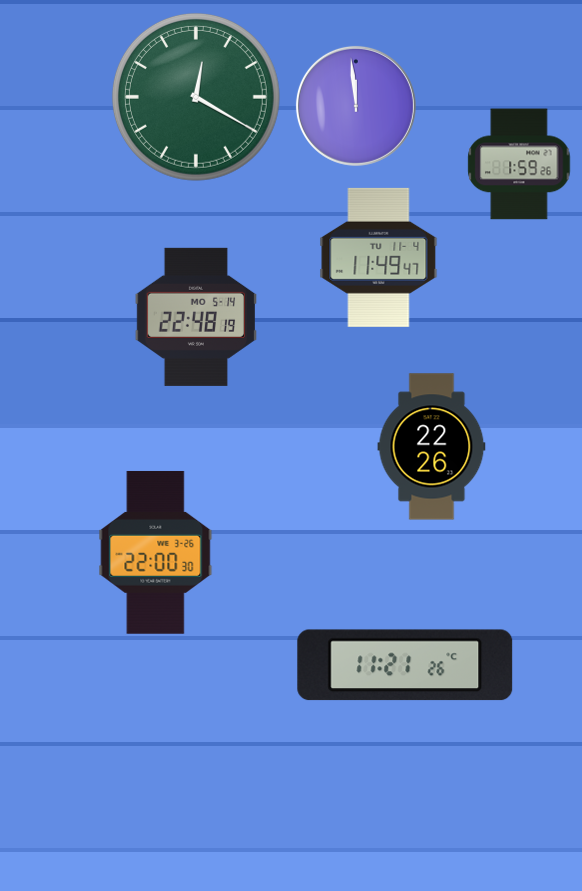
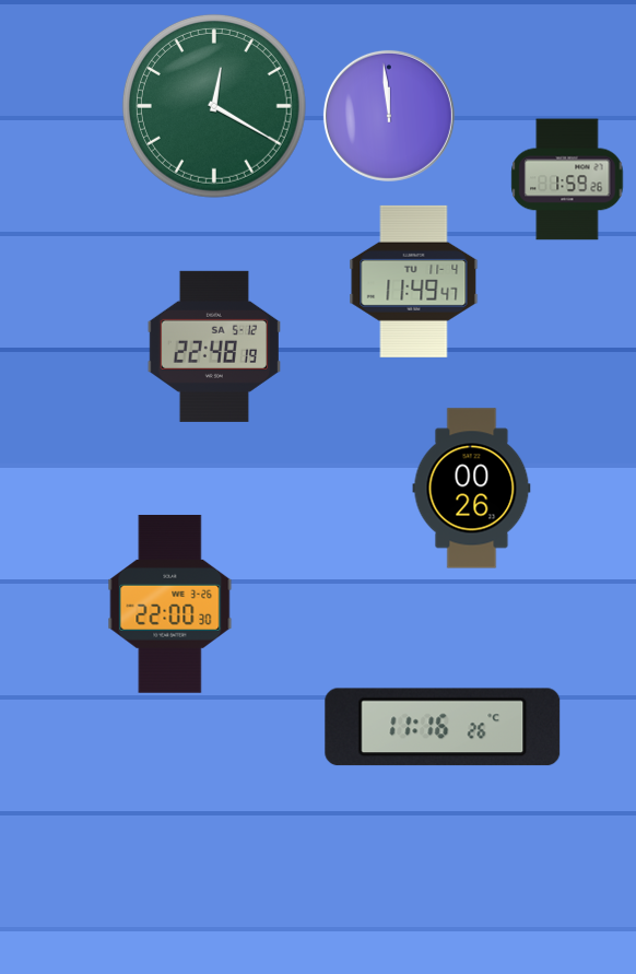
clock at (195, 317) date: MO 5-14 -> SA 5-12
clock at (432, 447): 22:26 -> 00:26
clock at (405, 665): 11:21 -> 11:16
